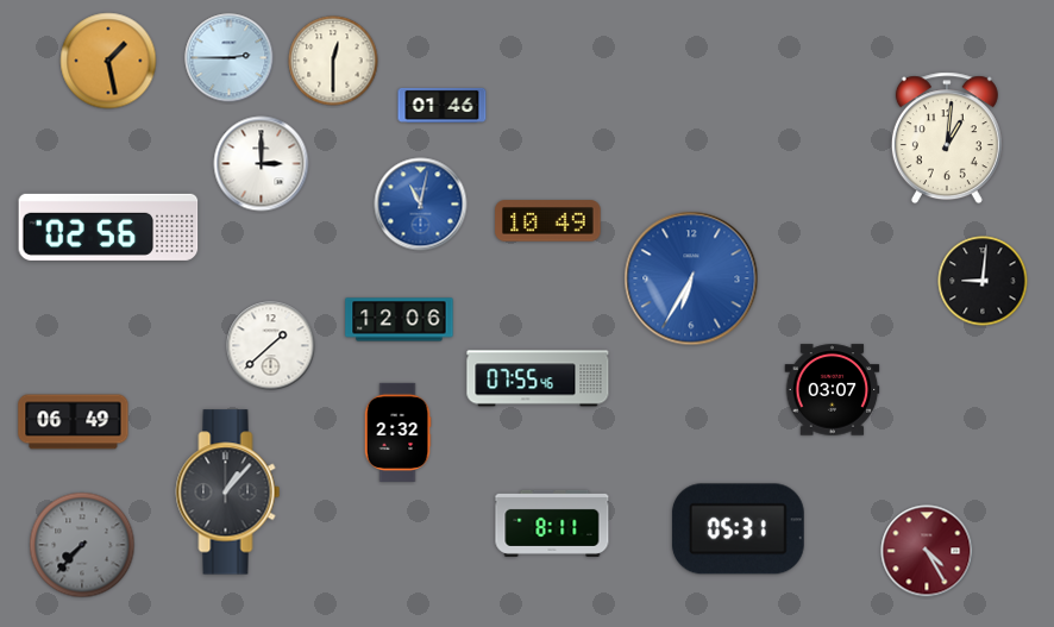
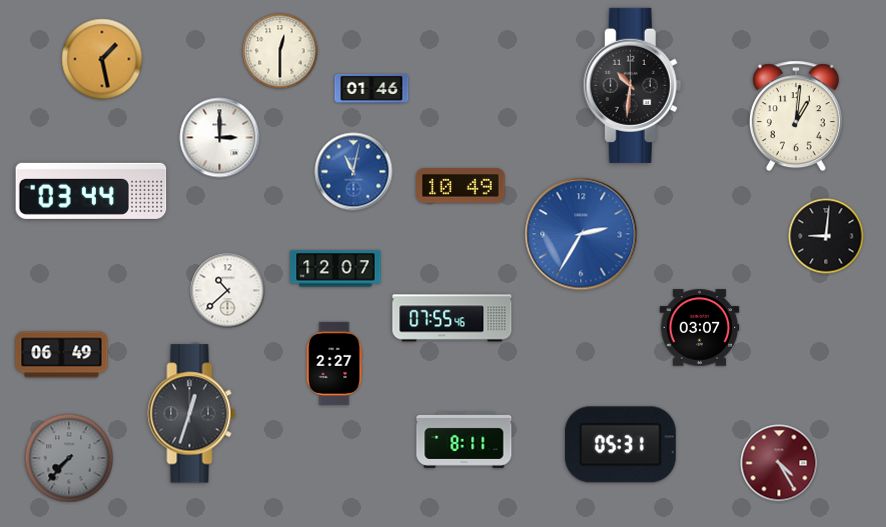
clock at (230, 58): 2:45 -> none
clock at (108, 61) position: (108, 61) -> (102, 59)
clock at (632, 85): none -> 10:31
clock at (108, 227): 02:56 -> 03:44
clock at (691, 278): 6:35 -> 2:35
clock at (400, 320): 12:06 -> 12:07
clock at (271, 346): 1:38 -> 10:38
clock at (397, 432): 2:32 -> 2:27
clock at (228, 493): 1:07 -> 12:33
